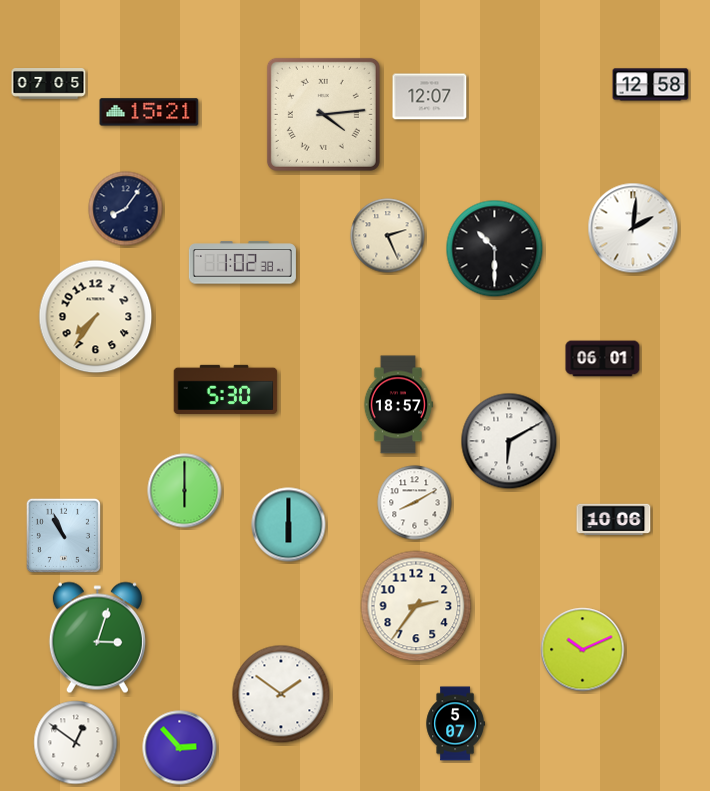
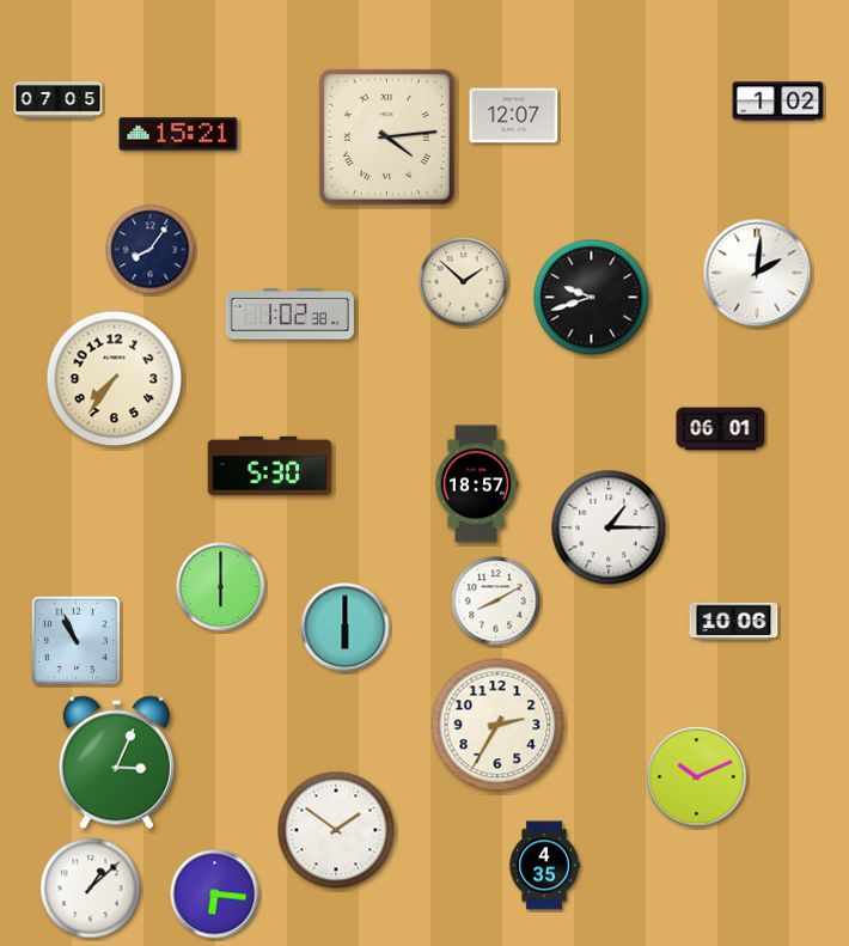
clock at (651, 85): 12:58 -> 1:02
clock at (388, 236): 2:26 -> 1:52
clock at (495, 249): 10:30 -> 9:42
clock at (509, 441): 6:10 -> 1:15
clock at (416, 606): 2:36 -> 2:35
clock at (97, 638): 3:03 -> 3:04
clock at (455, 724): 5:07 -> 4:35
clock at (76, 743): 12:51 -> 1:08
clock at (180, 748): 2:53 -> 6:16
